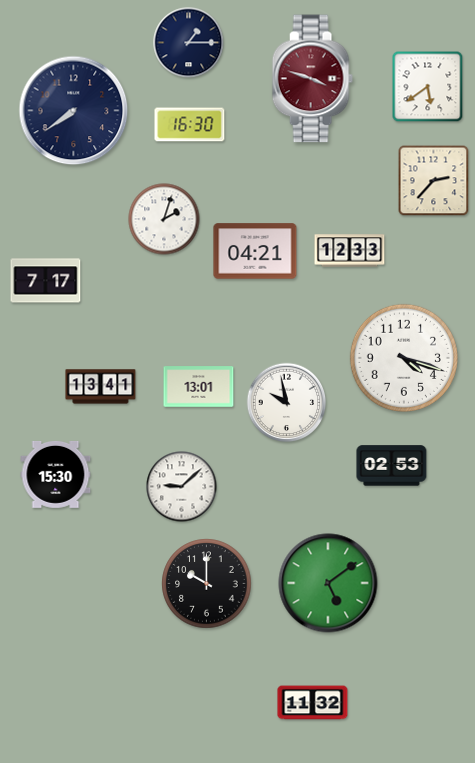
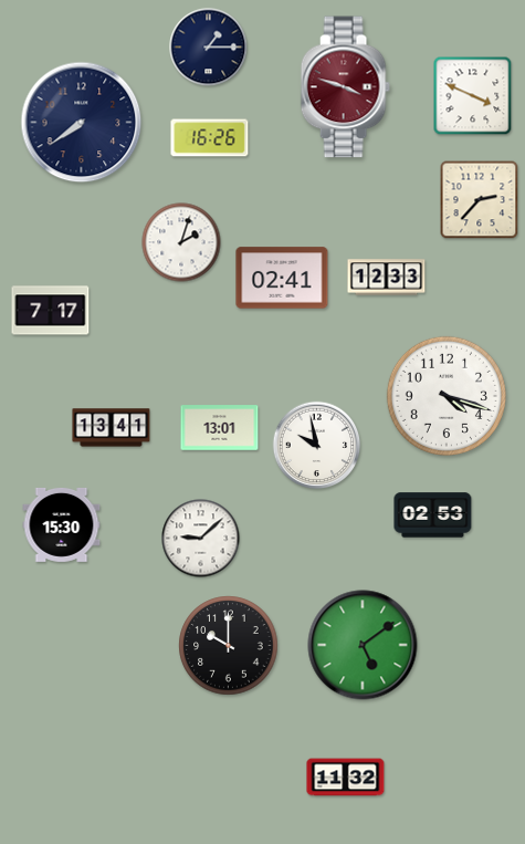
clock at (428, 87): 5:39 -> 3:49
clock at (190, 125): 16:30 -> 16:26
clock at (255, 251): 04:21 -> 02:41
